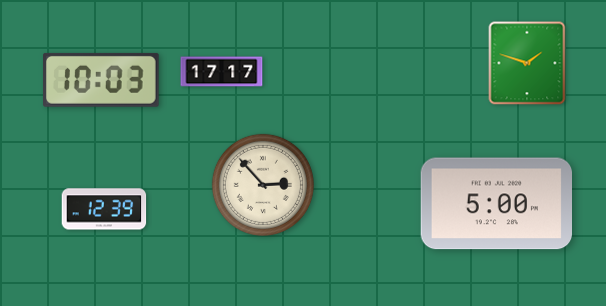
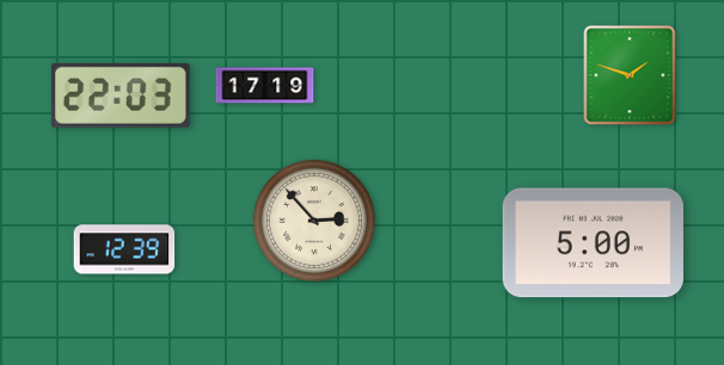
clock at (222, 72): 17:17 -> 17:19
clock at (102, 80): 10:03 -> 22:03
